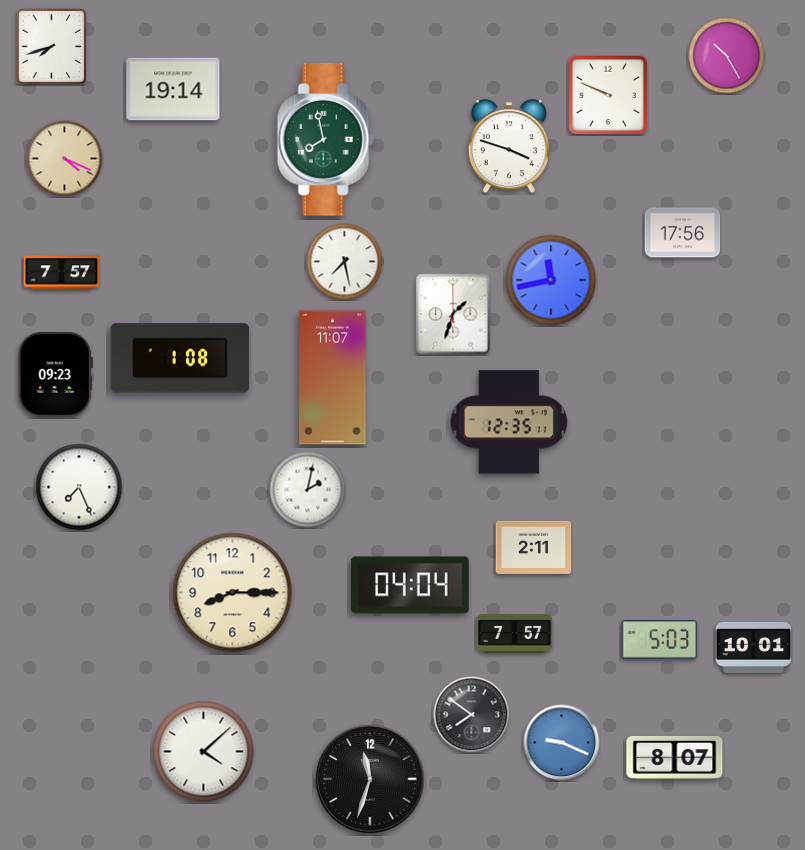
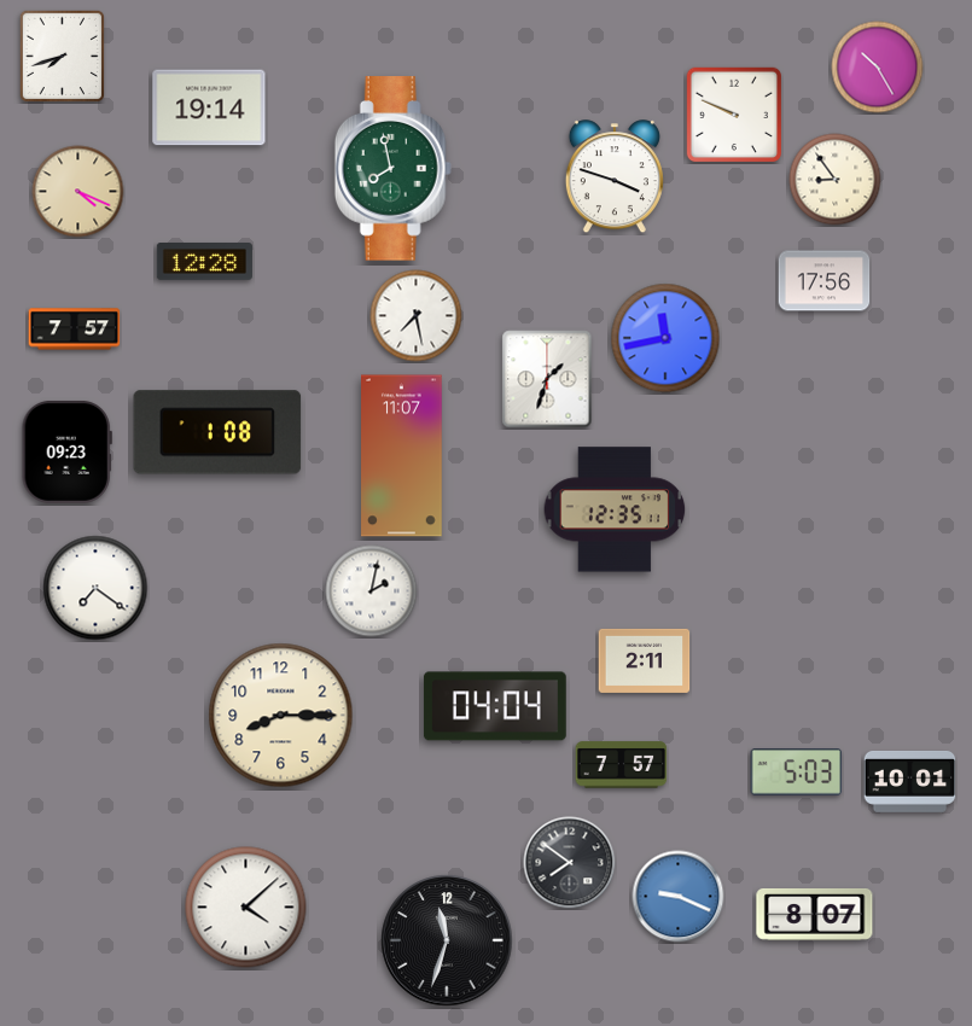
clock at (836, 180): none -> 8:54
clock at (204, 262): none -> 12:28
clock at (79, 487): 7:26 -> 7:21
